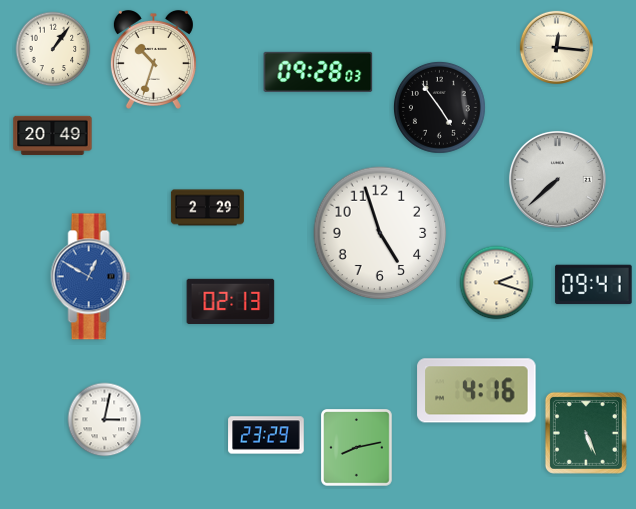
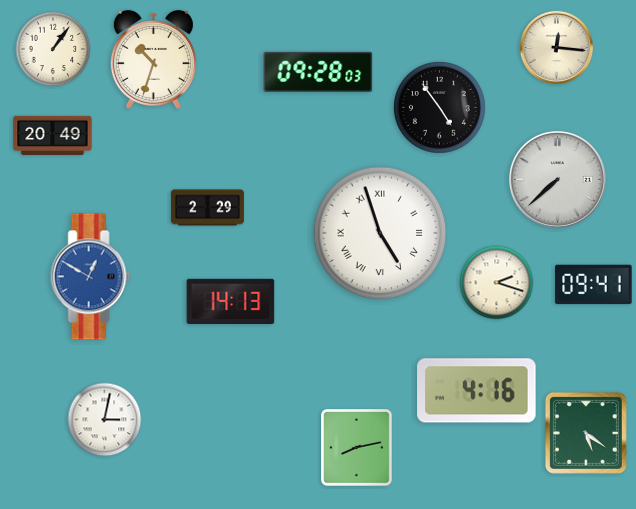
clock at (380, 233) numerals: Arabic -> Roman
clock at (231, 301): 02:13 -> 14:13
clock at (586, 433): 5:26 -> 5:21
clock at (266, 435): 23:29 -> none
